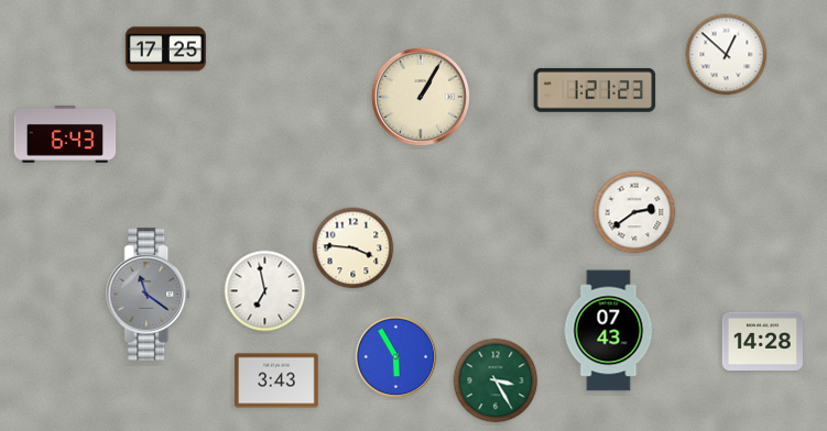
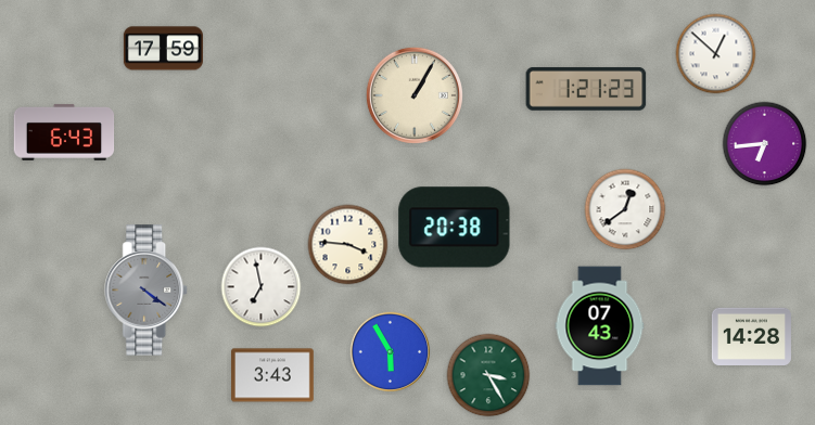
clock at (165, 49): 17:25 -> 17:59
clock at (765, 144): none -> 6:44
clock at (634, 212): 2:39 -> 12:39
clock at (455, 228): none -> 20:38
clock at (149, 295): 11:21 -> 4:21
